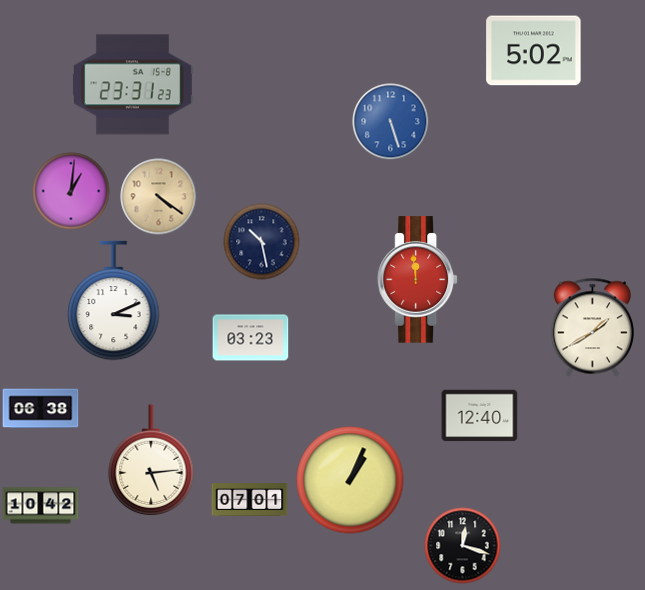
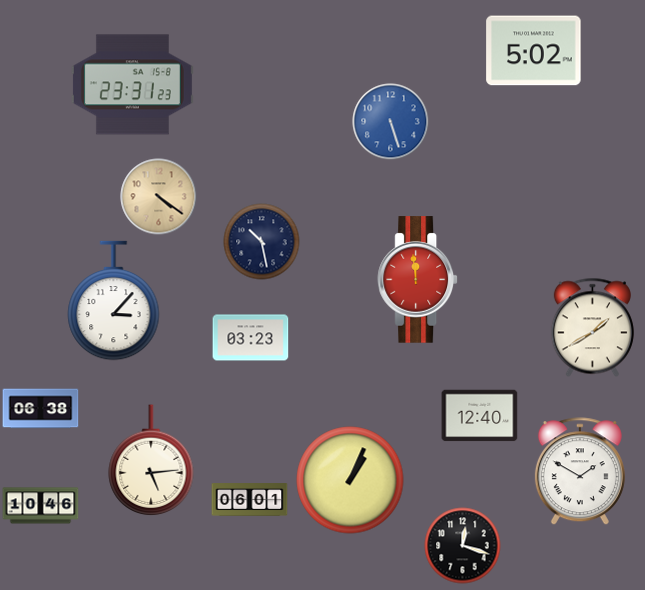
clock at (71, 191): 1:01 -> none
clock at (114, 301): 3:11 -> 3:07
clock at (580, 472): none -> 1:50
clock at (250, 500): 07:01 -> 06:01
clock at (41, 506): 10:42 -> 10:46
